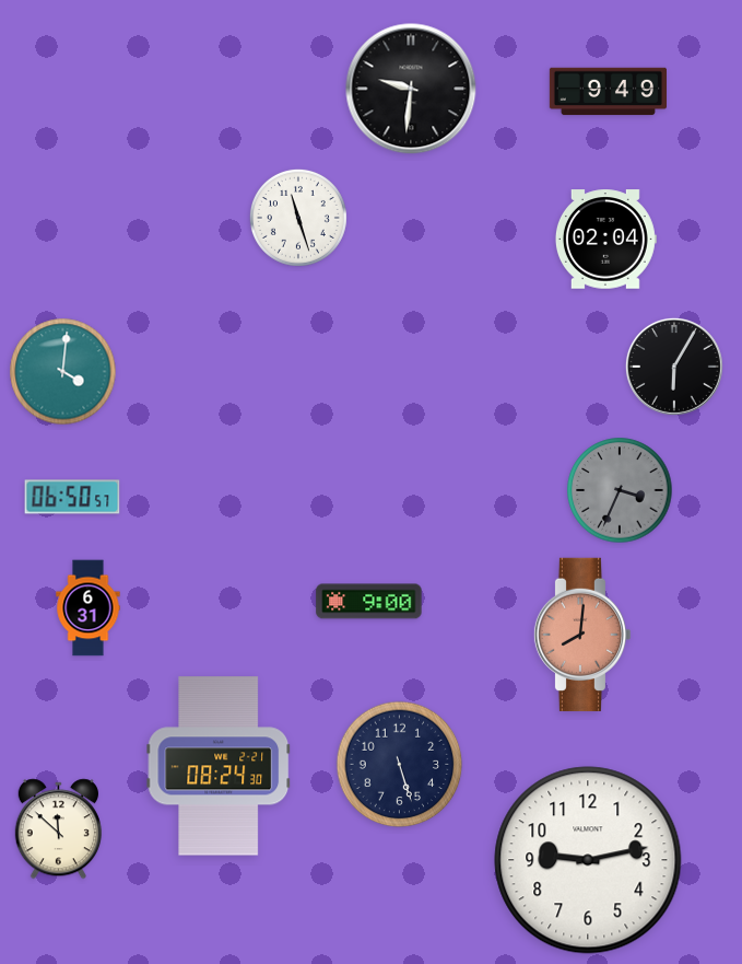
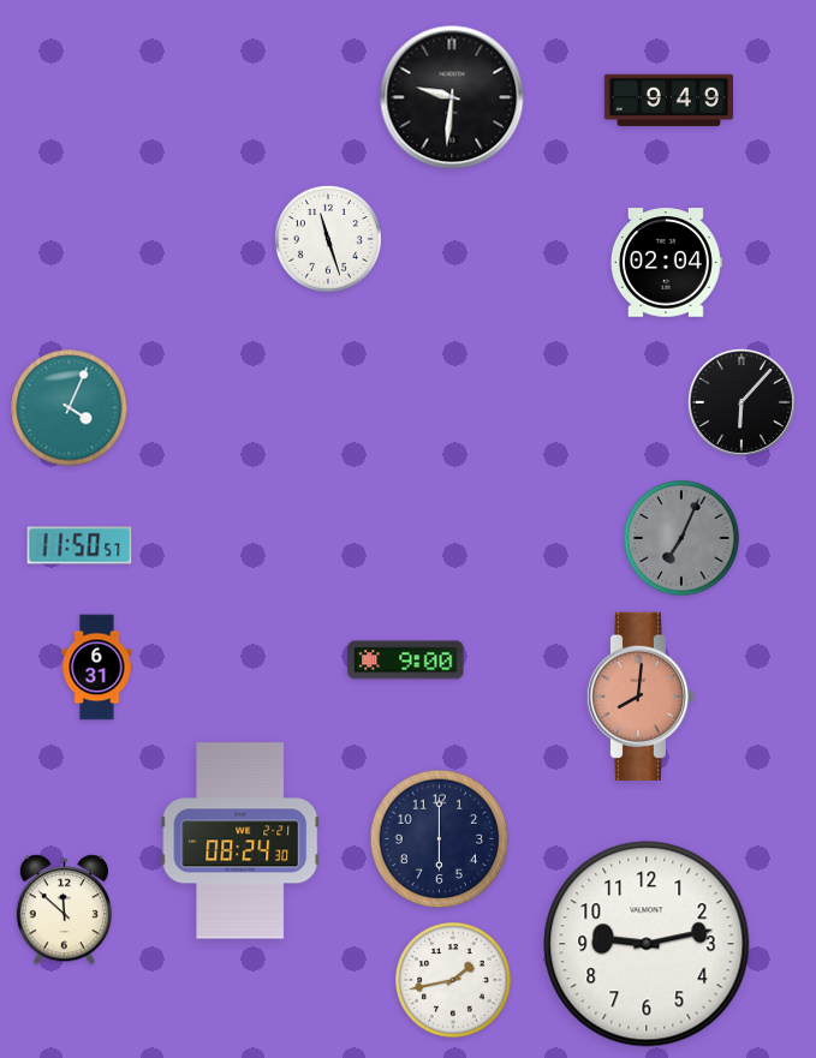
clock at (674, 367): 6:05 -> 6:07
clock at (63, 372): 4:01 -> 4:04
clock at (620, 490): 3:34 -> 7:04
clock at (72, 497): 06:50 -> 11:50
clock at (400, 765): 5:27 -> 6:00
clock at (453, 980): none -> 1:43
